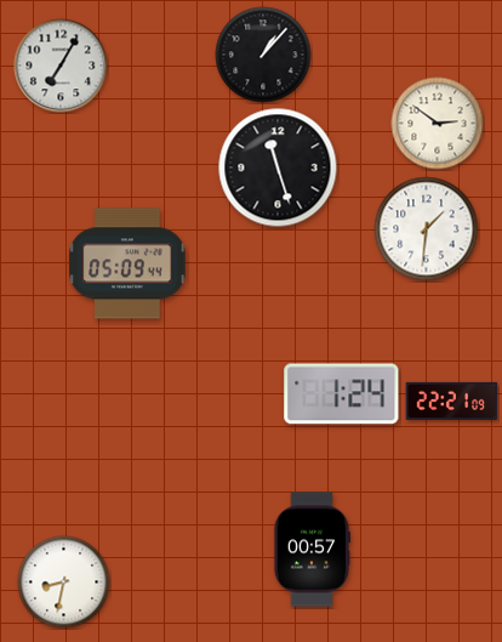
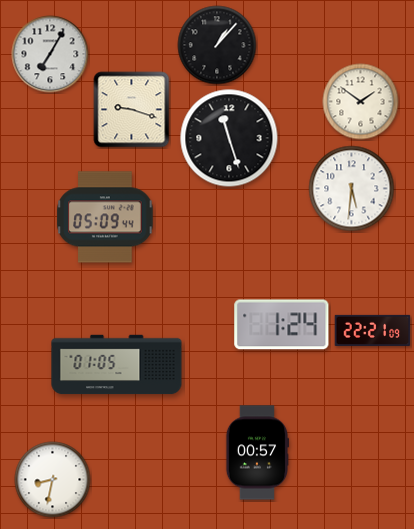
clock at (438, 124): 2:51 -> 1:51
clock at (132, 110): none -> 9:18
clock at (427, 229): 1:31 -> 5:31
clock at (117, 365): none -> 01:05
